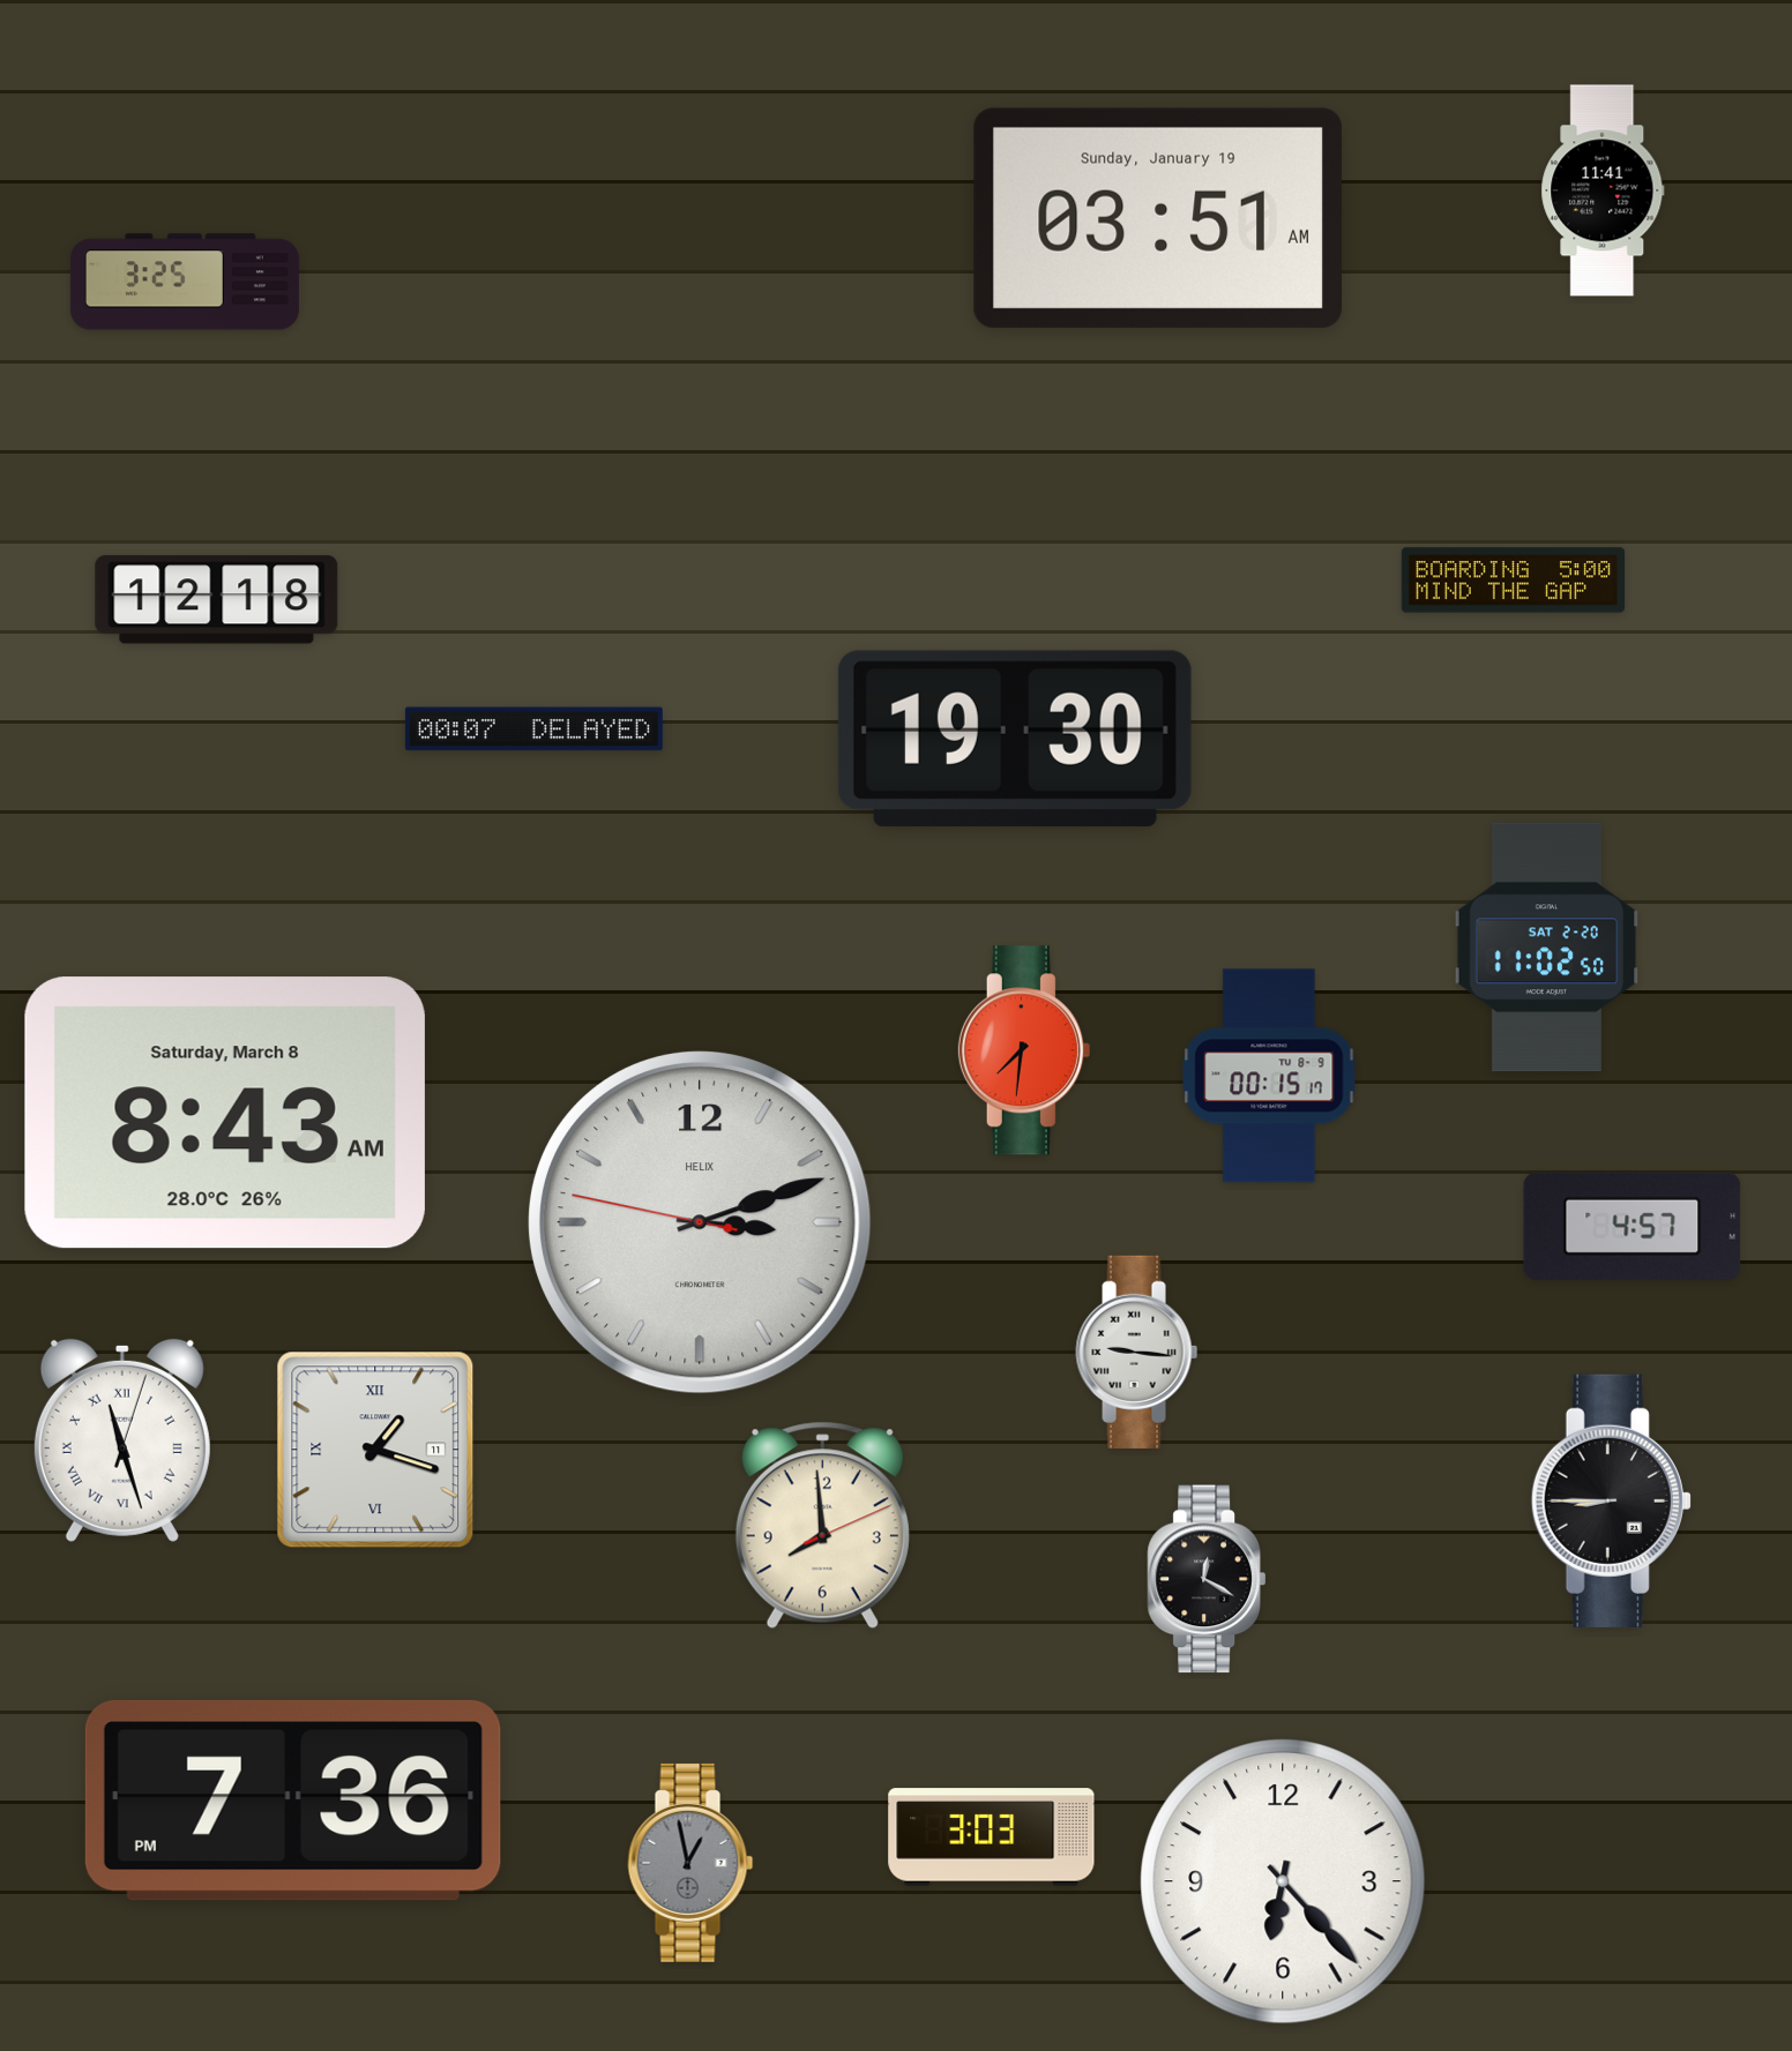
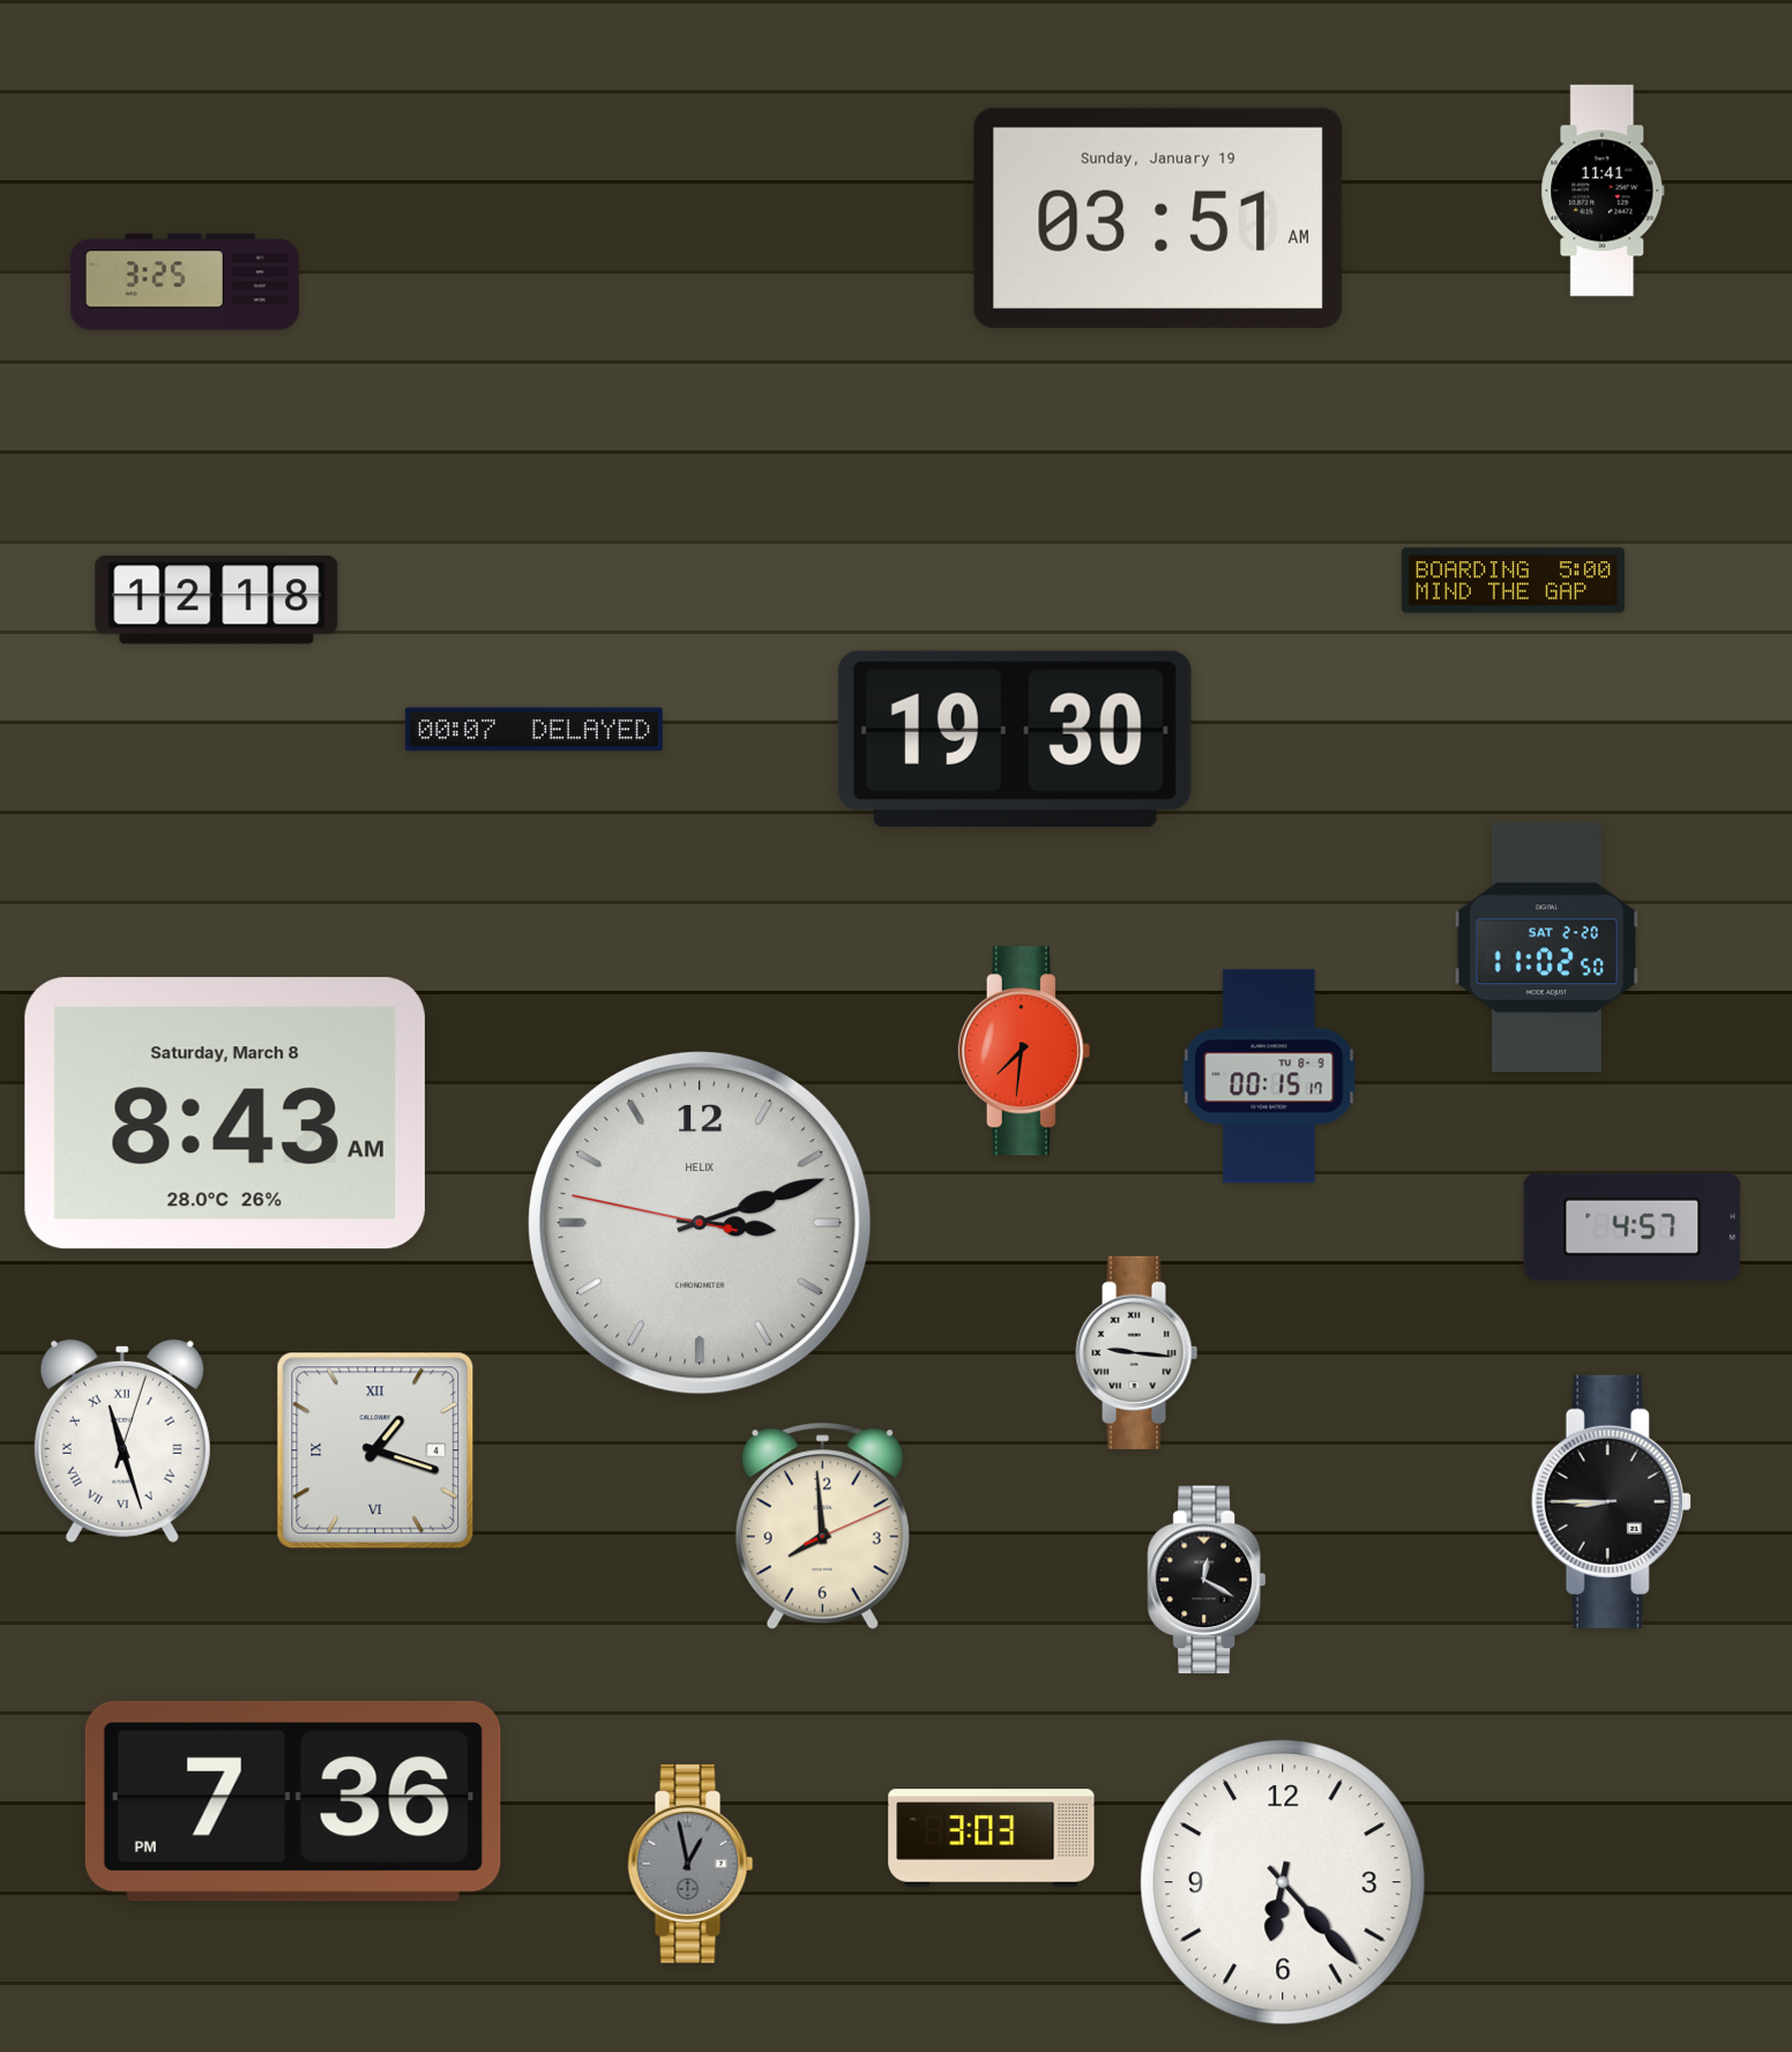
clock at (375, 1450) date: 11 -> 4
